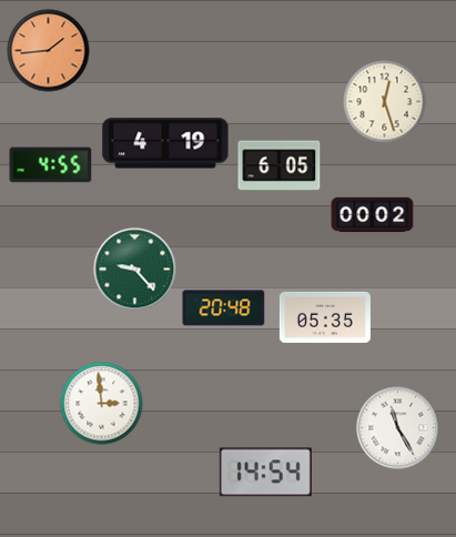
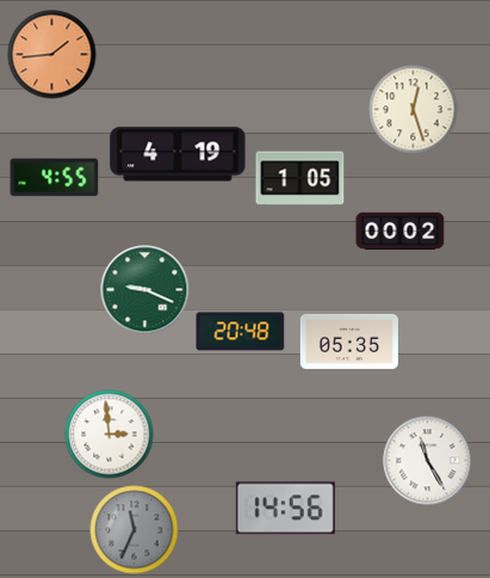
clock at (280, 166): 6:05 -> 1:05
clock at (135, 270): 9:23 -> 9:19
clock at (265, 473): 14:54 -> 14:56
clock at (135, 530): none -> 11:34
